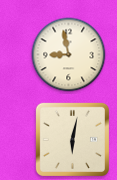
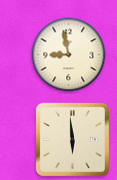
clock at (72, 139): 6:02 -> 5:59
